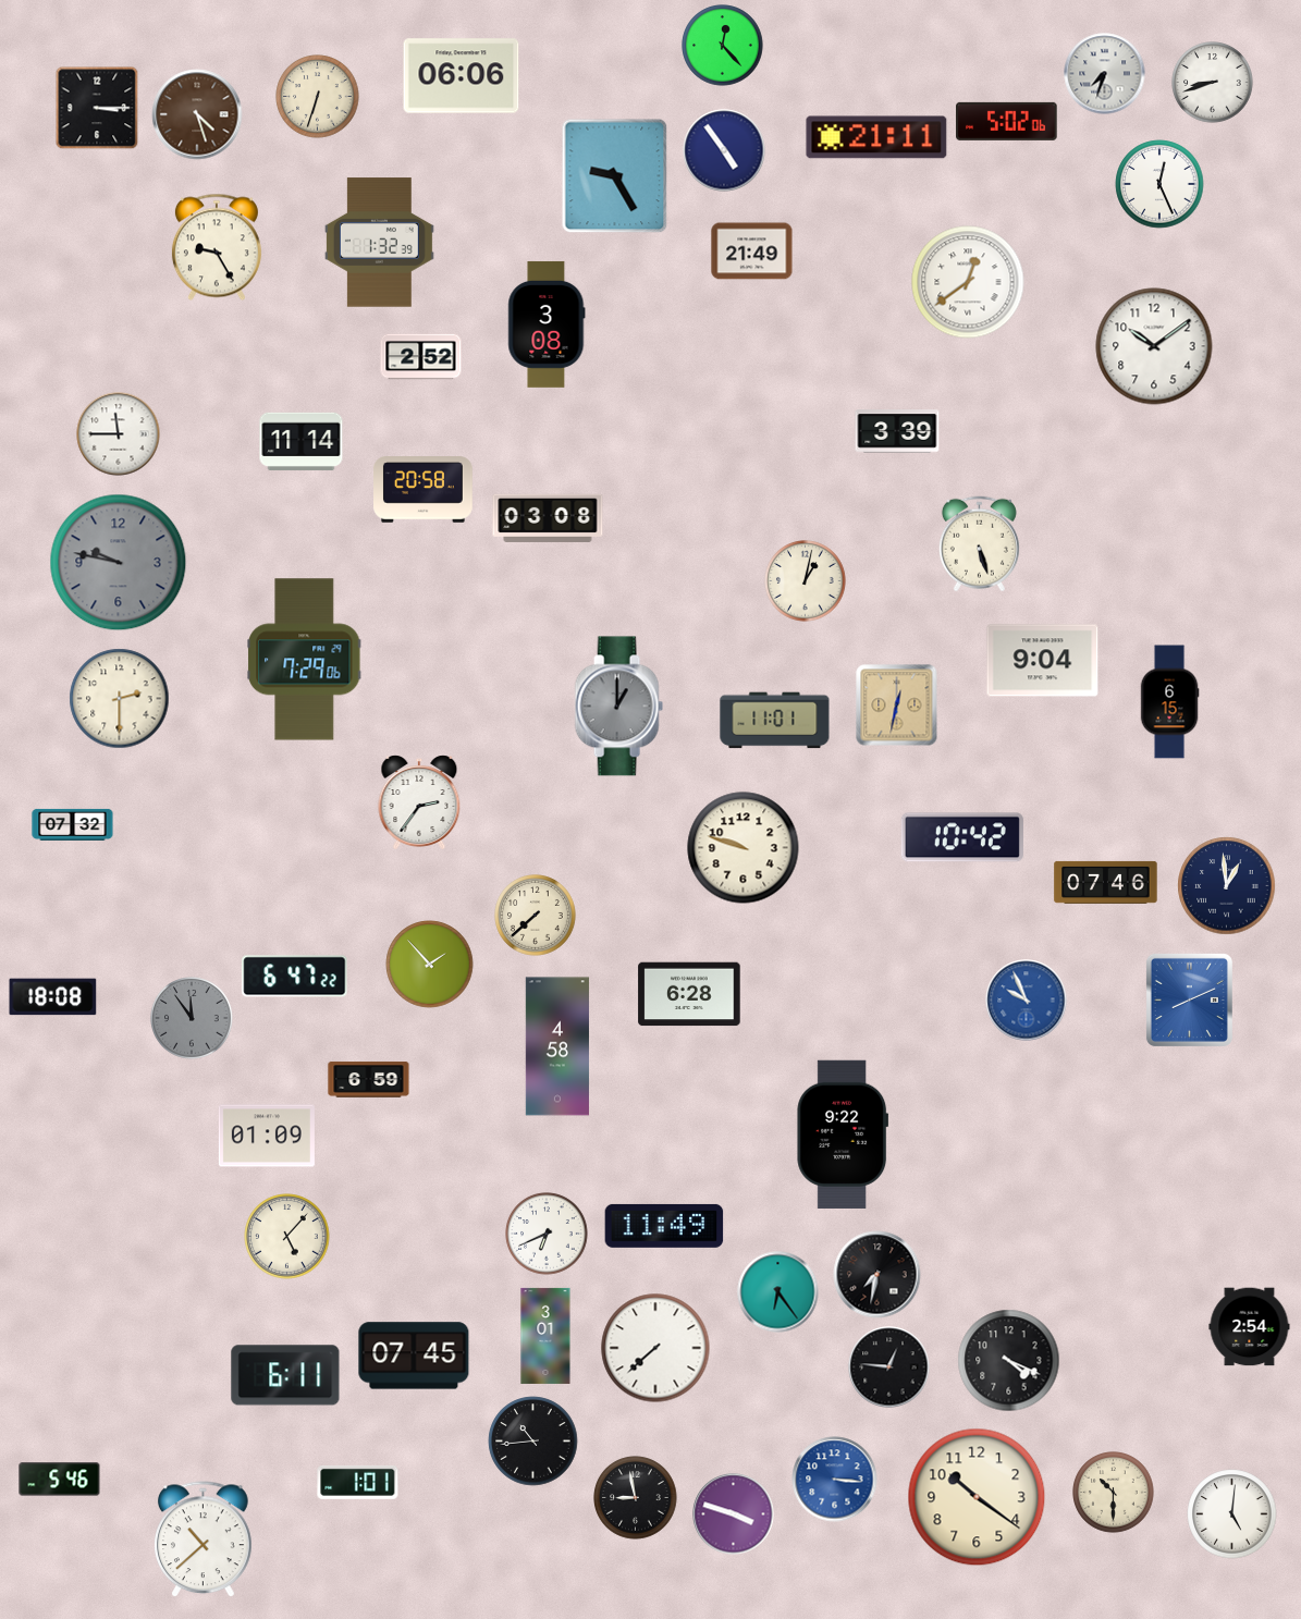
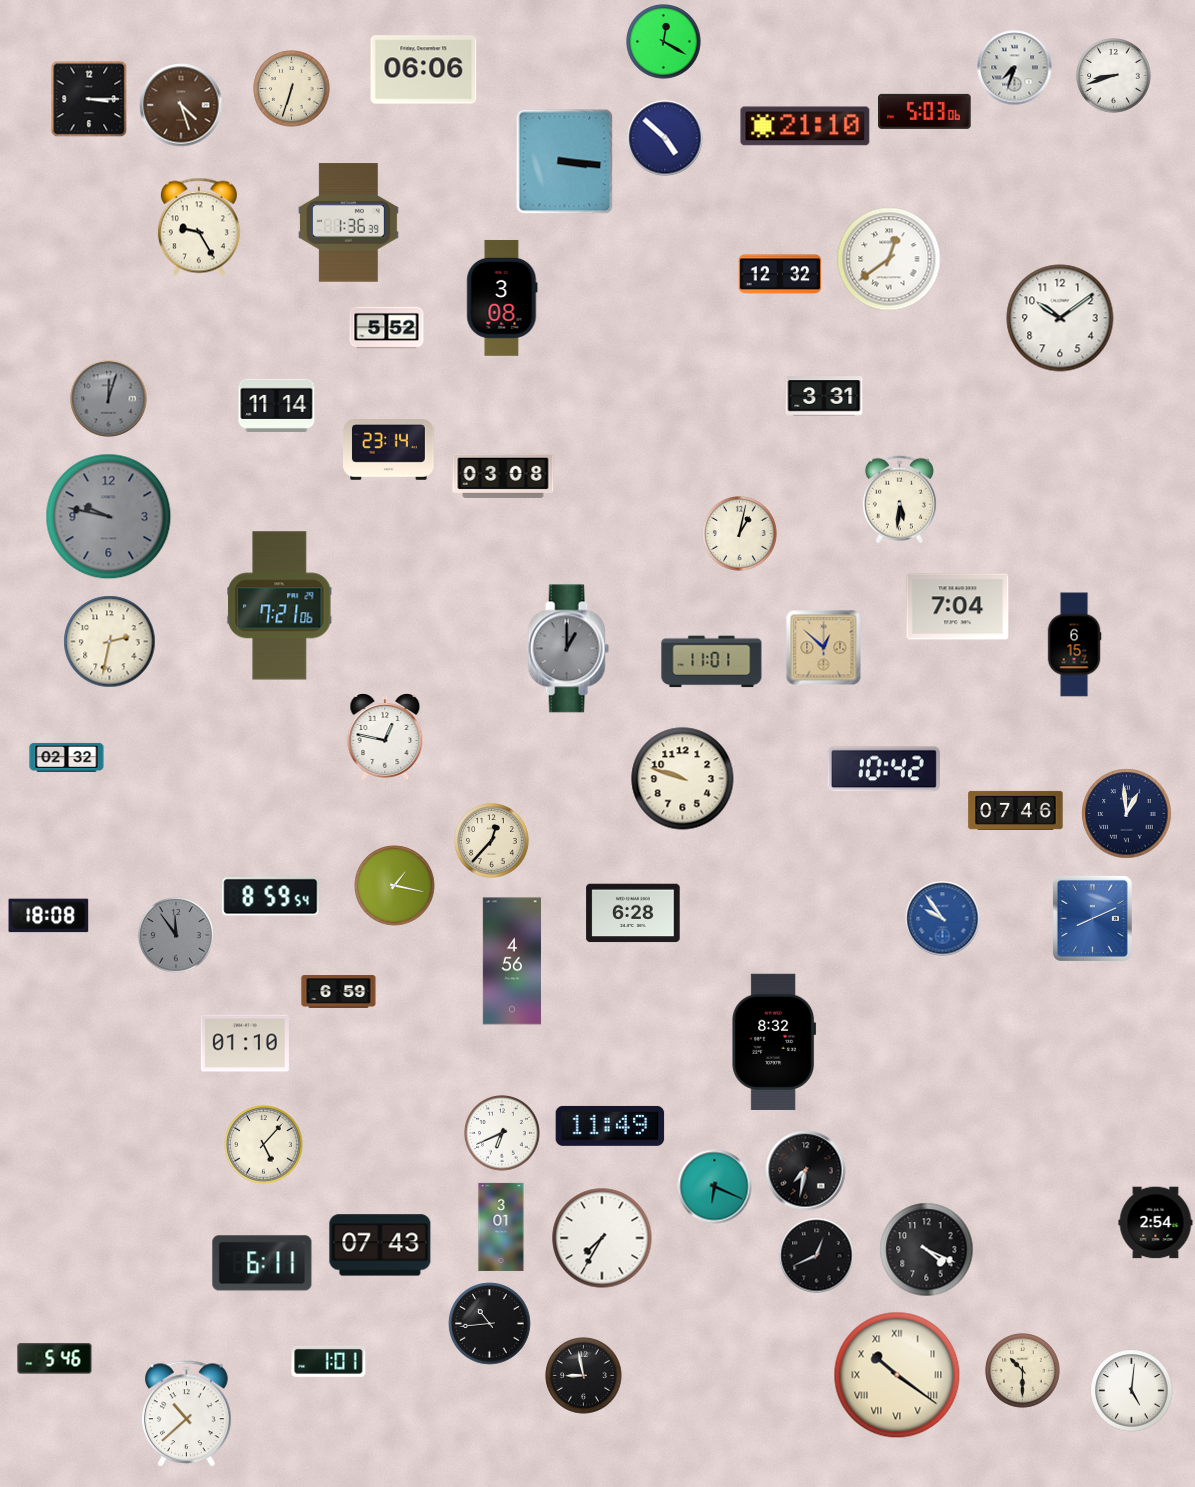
clock at (723, 46): 12:23 -> 12:20
clock at (1007, 121): 5:02 -> 5:03
clock at (876, 137): 21:11 -> 21:10
clock at (724, 150): 4:54 -> 4:52
clock at (615, 176): 9:25 -> 3:16
clock at (1159, 184): 12:26 -> none
clock at (379, 243): 1:32 -> 1:36
clock at (752, 252): 21:49 -> none
clock at (780, 274): none -> 12:32
clock at (421, 357): 2:52 -> 5:52
clock at (897, 431): 3:39 -> 3:31
clock at (119, 434): 11:45 -> 12:03
clock at (119, 434) dial: white -> grey
clock at (424, 490): 20:58 -> 23:14
clock at (979, 544): 5:27 -> 5:31
clock at (305, 660): 7:29 -> 7:21
clock at (1043, 661): 9:04 -> 7:04
clock at (120, 699): 2:30 -> 2:32
clock at (897, 706): 12:32 -> 12:52
clock at (419, 802): 2:36 -> 12:47
clock at (73, 824): 07:32 -> 02:32
clock at (536, 916): 7:38 -> 12:37
clock at (430, 965): 1:53 -> 1:17
clock at (295, 977): 6:47 -> 8:59
clock at (1027, 1001): 9:56 -> 9:54
clock at (557, 1046): 4:58 -> 4:56
clock at (843, 1134): 9:22 -> 8:32
clock at (267, 1136): 01:09 -> 01:10
clock at (287, 1237) position: (287, 1237) -> (264, 1145)
clock at (778, 1292): 6:24 -> 6:19
clock at (1250, 1327) position: (1250, 1327) -> (1156, 1223)
clock at (655, 1348): 7:38 -> 7:35
clock at (414, 1356): 07:45 -> 07:43
clock at (889, 1367): 12:46 -> 12:41
clock at (835, 1480): 3:16 -> none
clock at (977, 1497) numerals: Arabic -> Roman
clock at (734, 1514): 3:48 -> none
